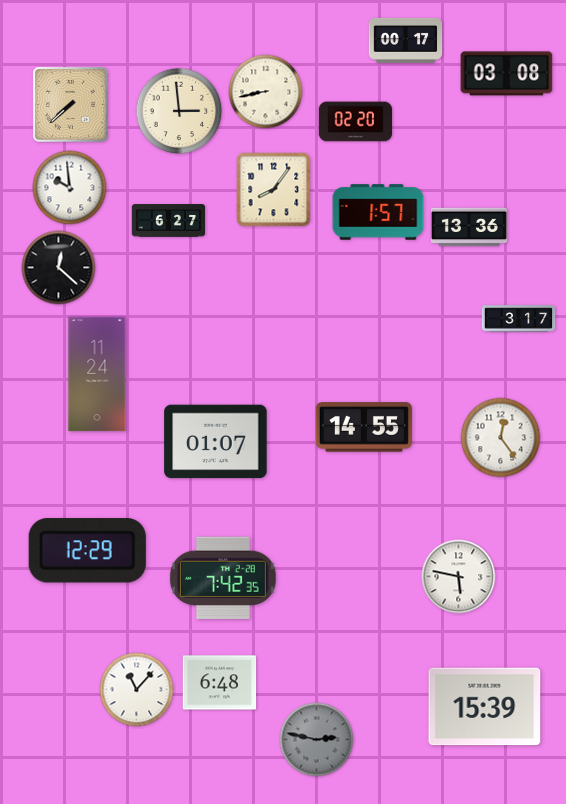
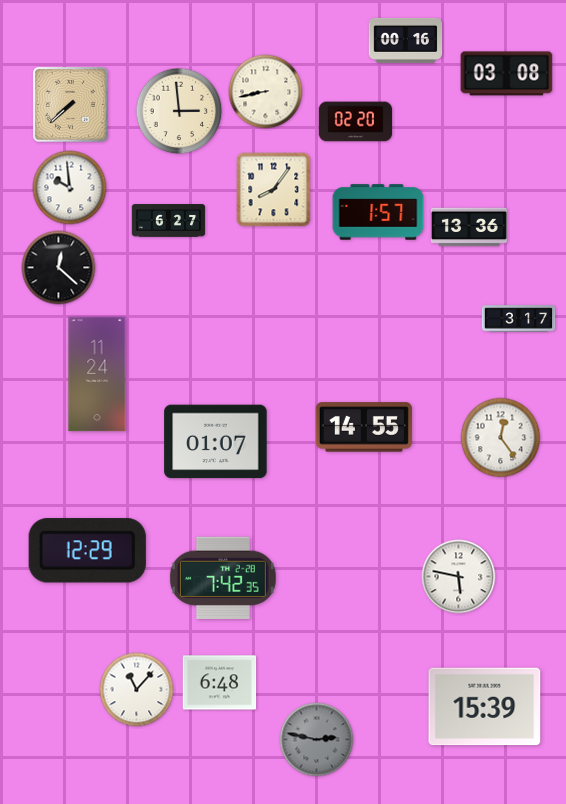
clock at (406, 40): 00:17 -> 00:16
